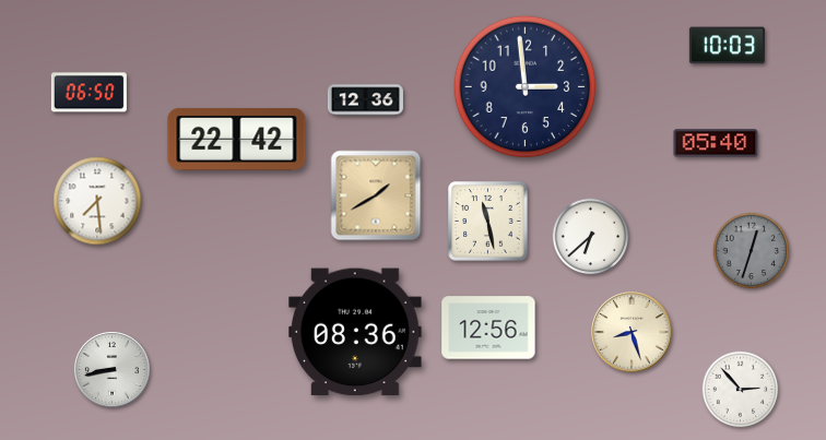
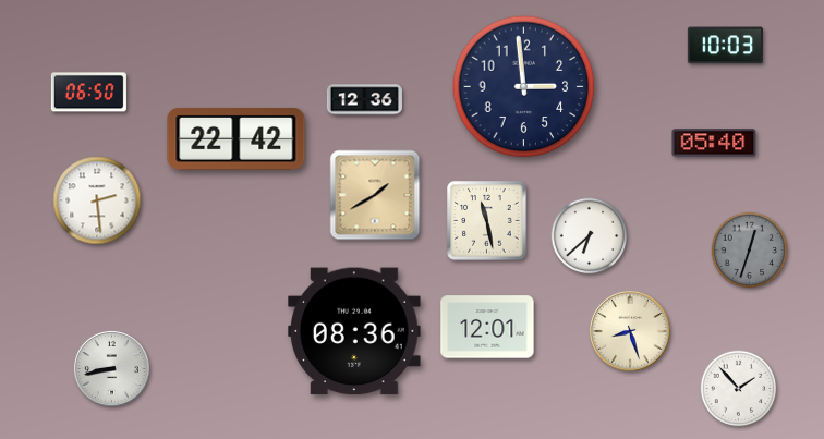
clock at (97, 201): 7:29 -> 2:29
clock at (488, 328): 12:56 -> 12:01
clock at (741, 390): 2:53 -> 1:53
